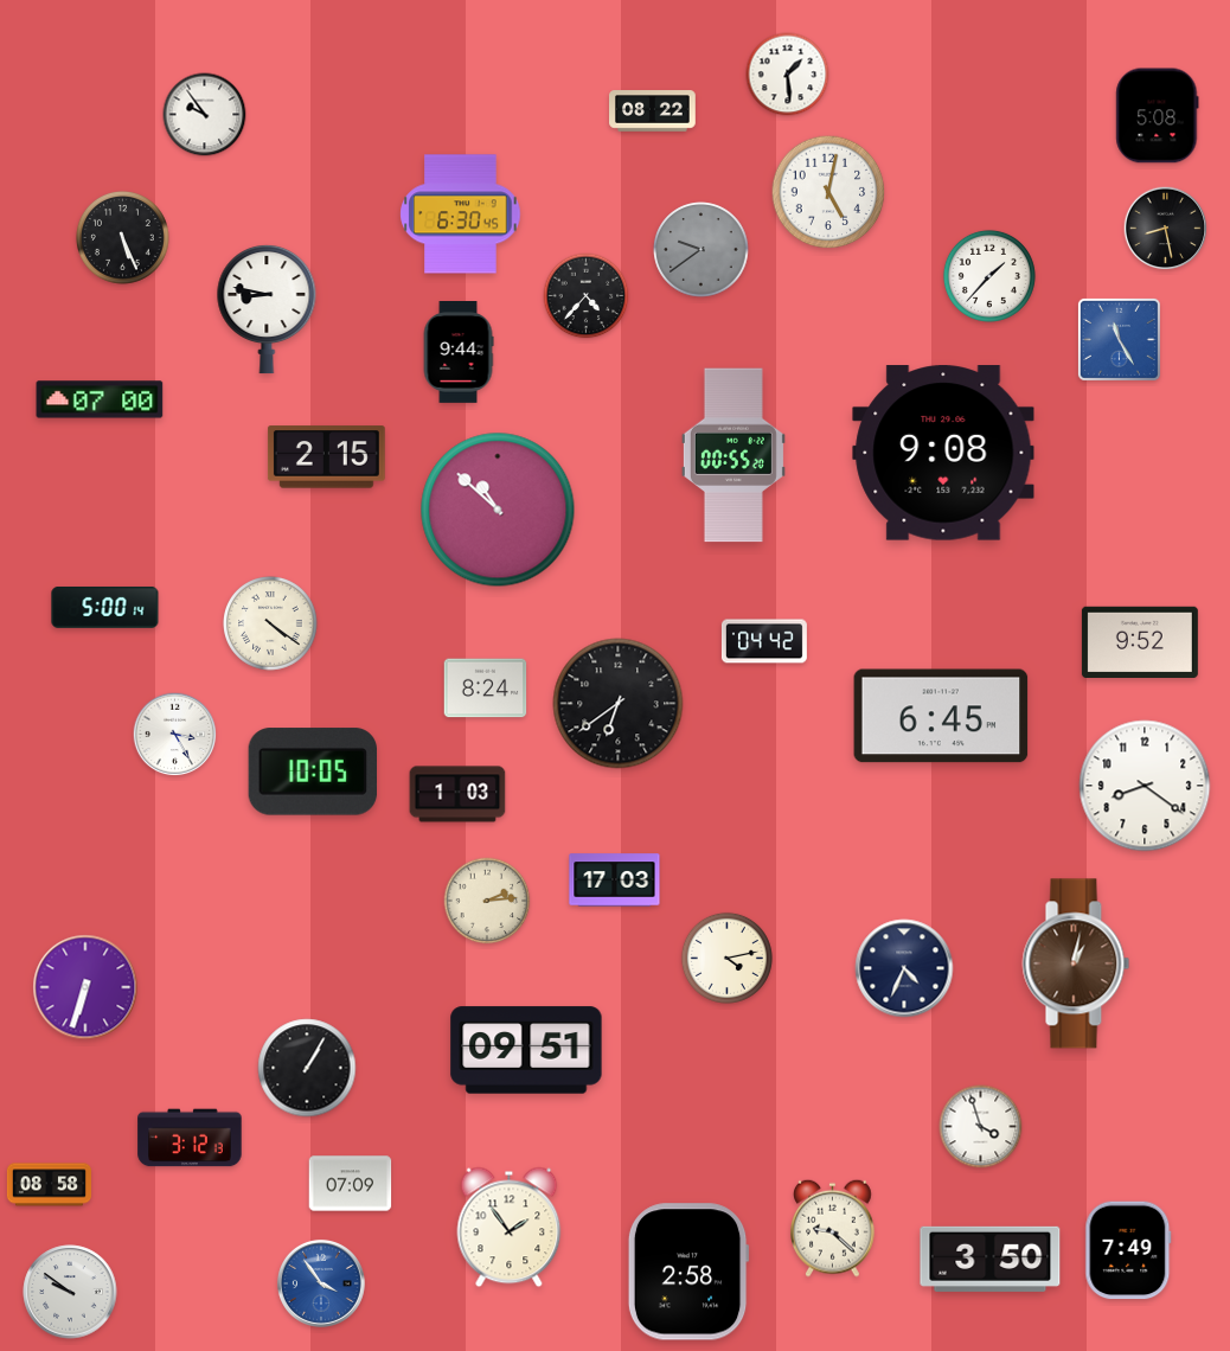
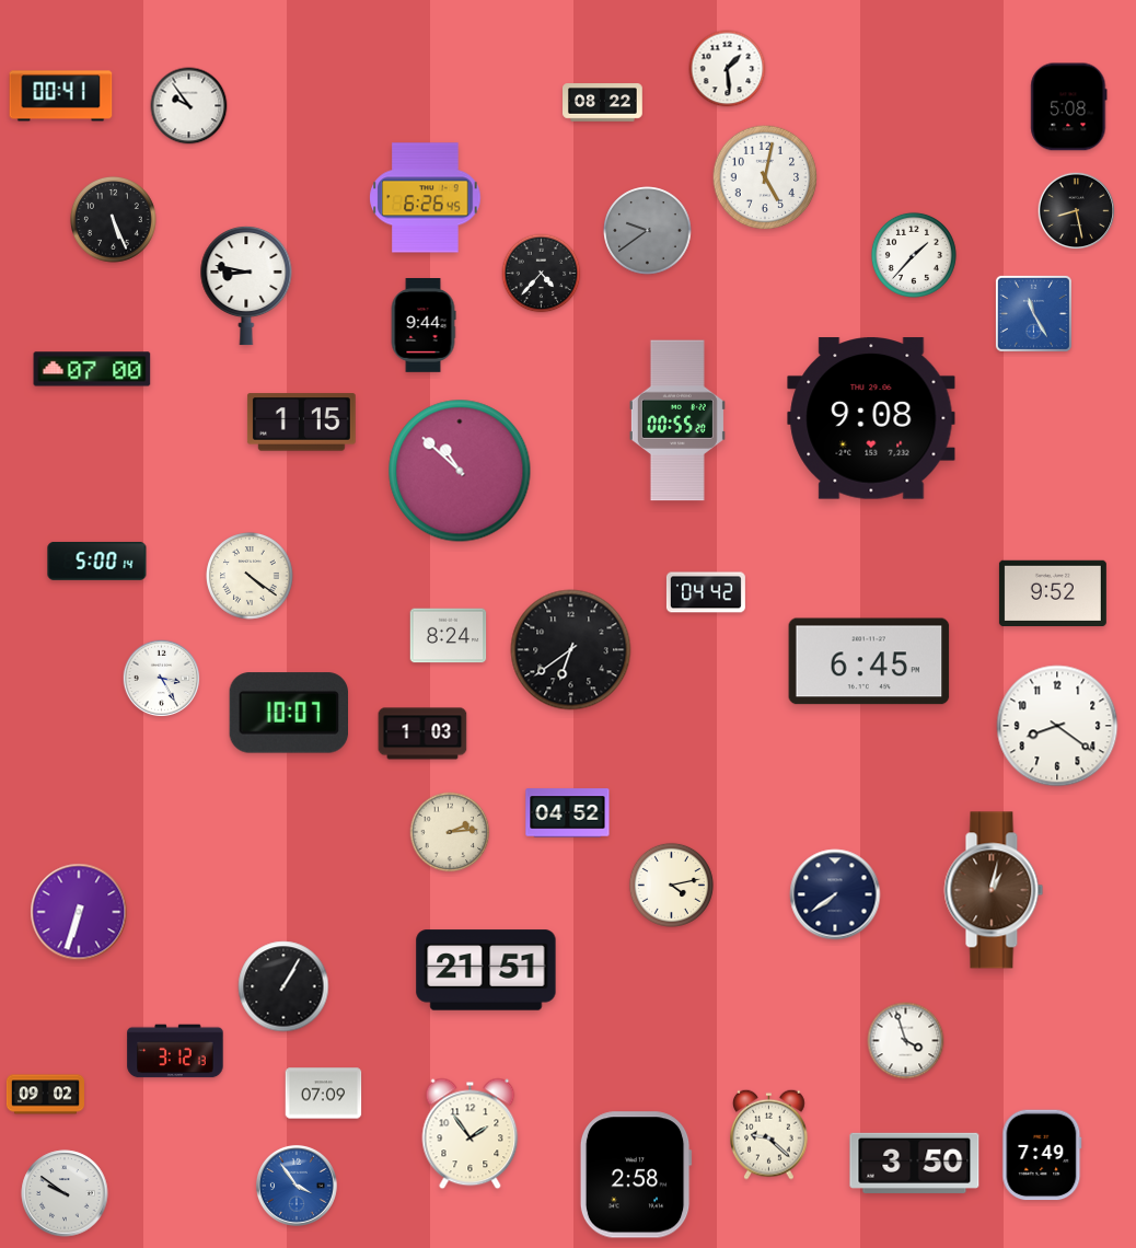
clock at (61, 96): none -> 00:41
clock at (461, 215): 6:30 -> 6:26
clock at (326, 457): 2:15 -> 1:15
clock at (312, 771): 10:05 -> 10:07
clock at (615, 881): 17:03 -> 04:52
clock at (904, 968): 4:34 -> 7:39
clock at (526, 1050): 09:51 -> 21:51
clock at (49, 1185): 08:58 -> 09:02
